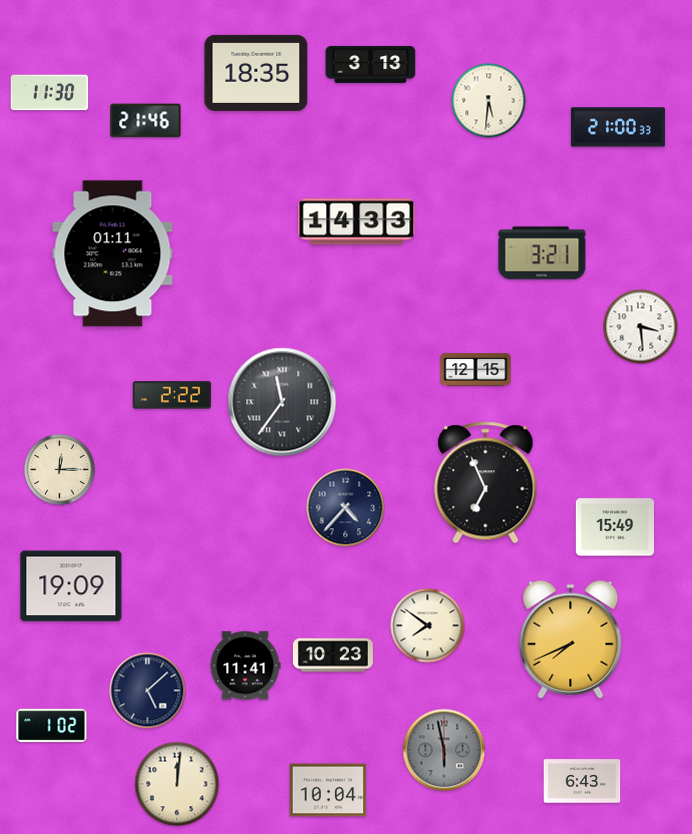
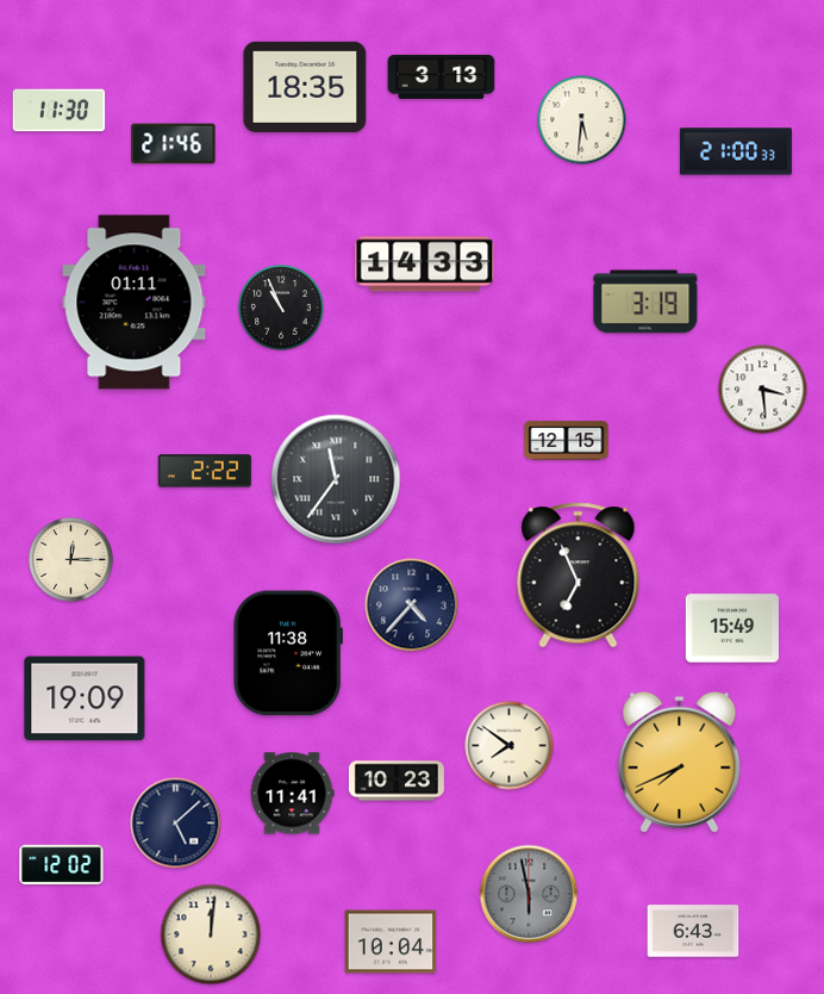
clock at (542, 253): 3:21 -> 3:19
clock at (281, 307): none -> 10:56
clock at (288, 653): none -> 11:38
clock at (52, 726): 1:02 -> 12:02
